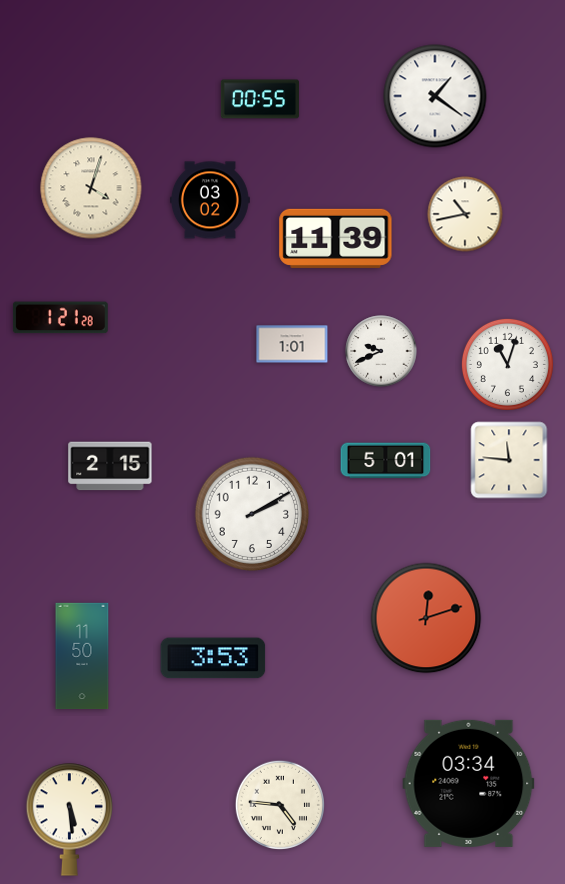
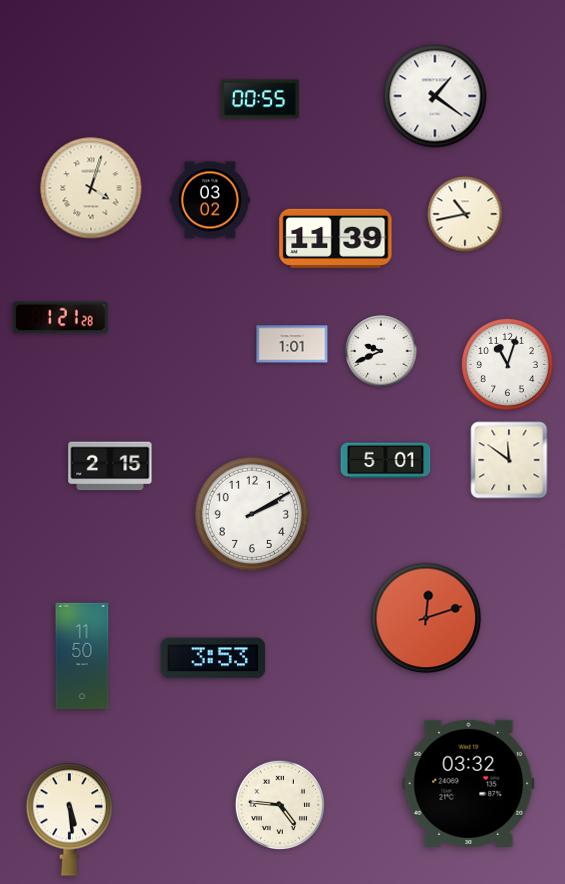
clock at (509, 460): 11:46 -> 11:51
clock at (469, 783): 03:34 -> 03:32
